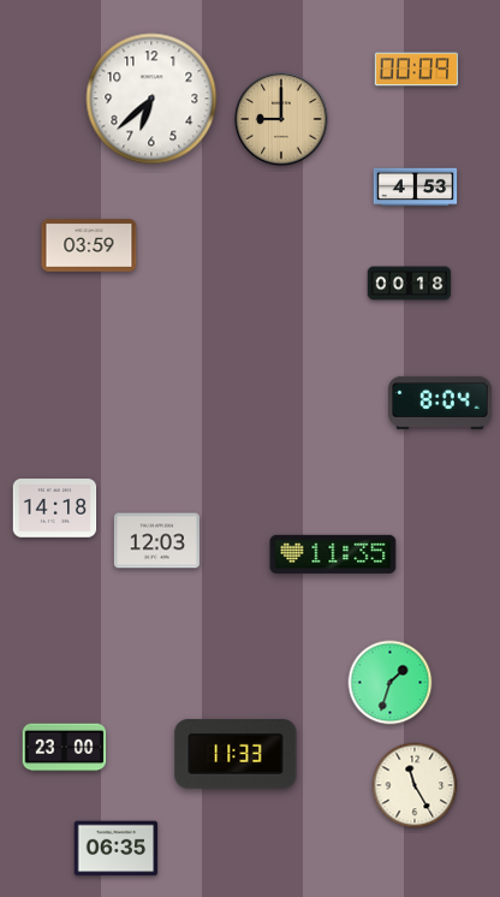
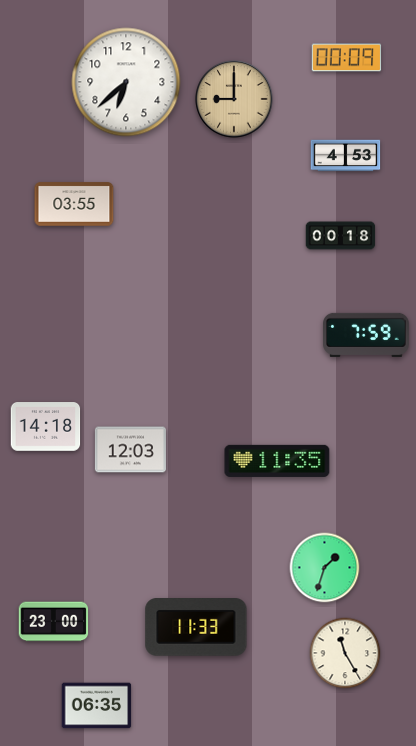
clock at (89, 245): 03:59 -> 03:55
clock at (440, 403): 8:04 -> 7:59
clock at (55, 509) position: (55, 509) -> (46, 427)
